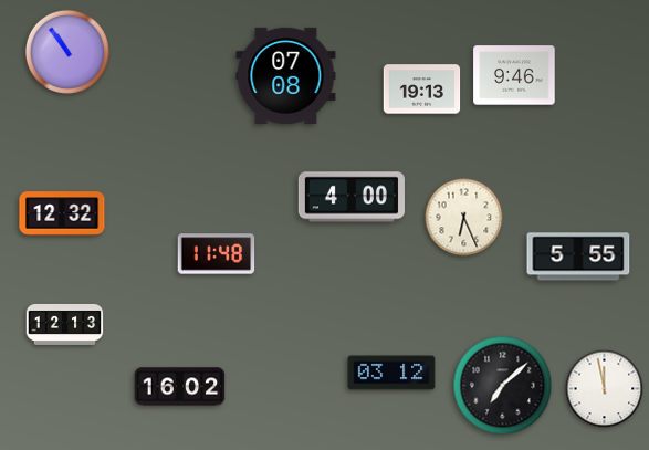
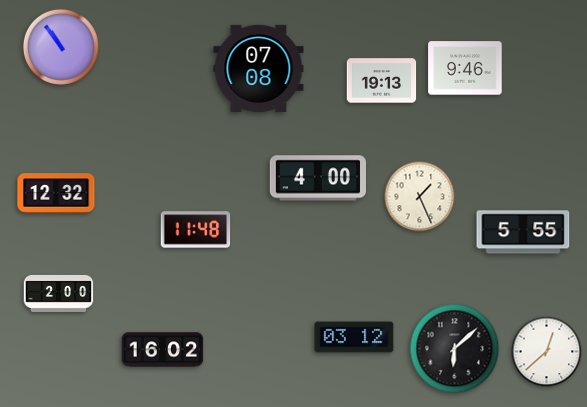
clock at (464, 218): 6:26 -> 1:26
clock at (65, 324): 12:13 -> 2:00
clock at (503, 386): 7:08 -> 6:08
clock at (605, 389): 11:58 -> 12:38
